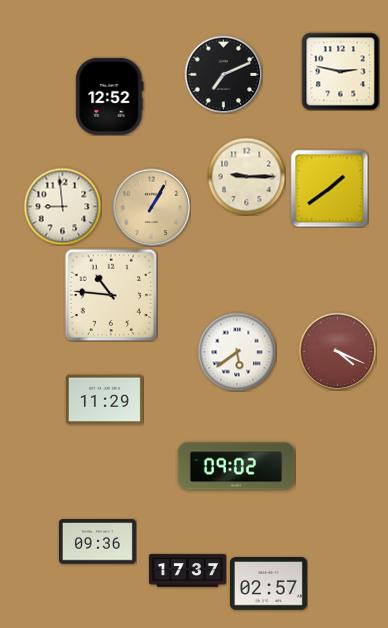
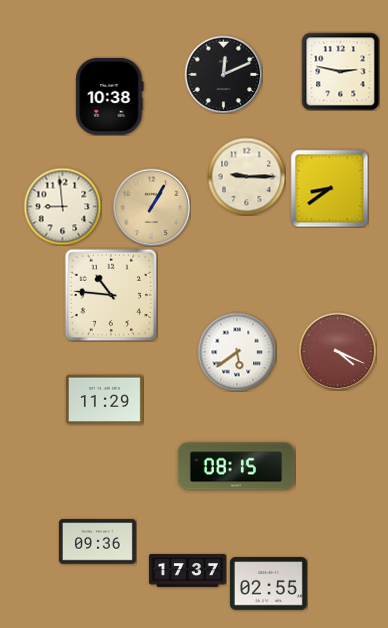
clock at (223, 74): 7:11 -> 12:11
clock at (110, 96): 12:52 -> 10:38
clock at (329, 188): 1:39 -> 8:39
clock at (236, 466): 09:02 -> 08:15
clock at (268, 584): 02:57 -> 02:55
